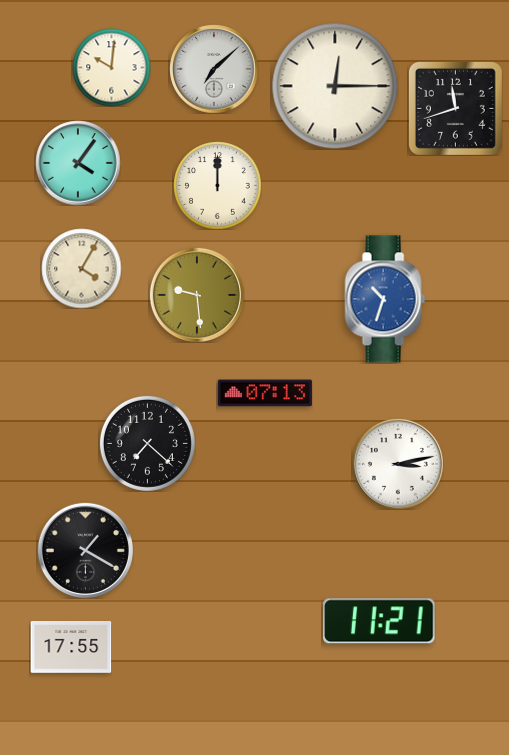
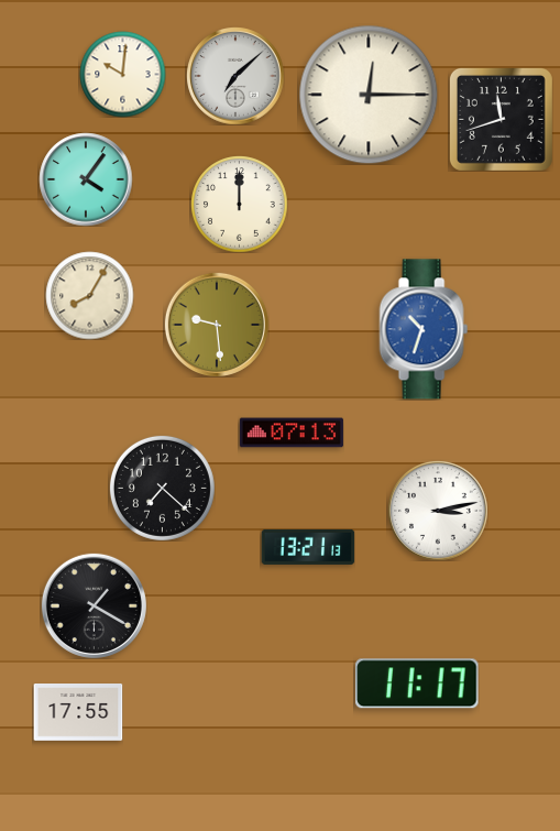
clock at (81, 268): 4:05 -> 8:05
clock at (308, 547): none -> 13:21
clock at (379, 621): 11:21 -> 11:17
